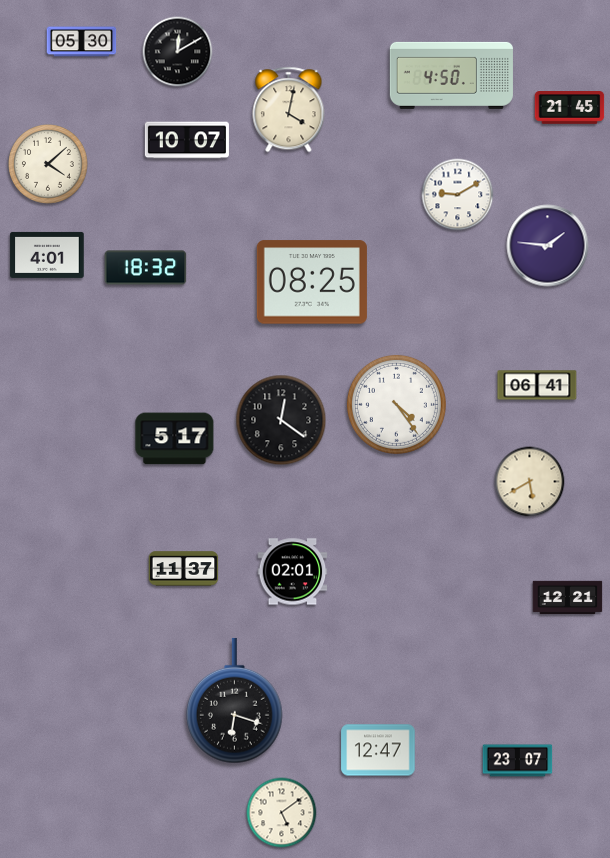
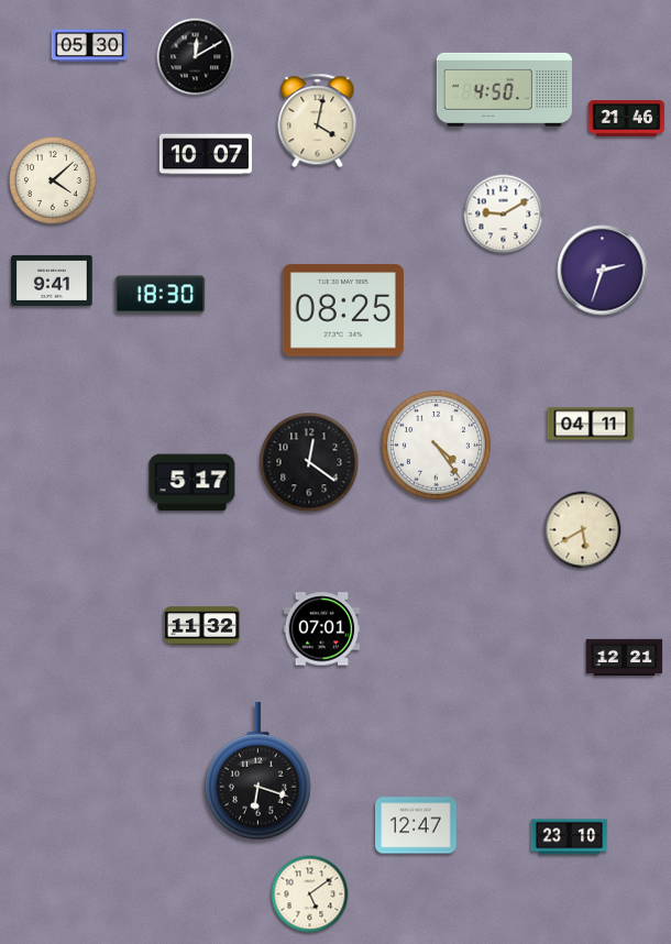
clock at (451, 75) position: (451, 75) -> (504, 89)
clock at (570, 108): 21:45 -> 21:46
clock at (548, 246): 1:46 -> 2:33
clock at (47, 255): 4:01 -> 9:41
clock at (146, 268): 18:32 -> 18:30
clock at (537, 385): 06:41 -> 04:11
clock at (184, 569): 11:37 -> 11:32
clock at (293, 572): 02:01 -> 07:01
clock at (518, 761): 23:07 -> 23:10
